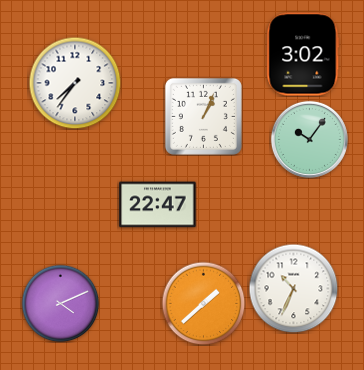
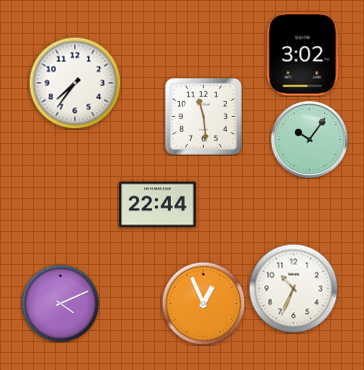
clock at (203, 116): 1:04 -> 11:29
clock at (158, 205): 22:47 -> 22:44
clock at (203, 303): 1:38 -> 12:56
